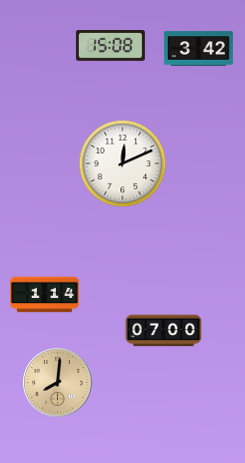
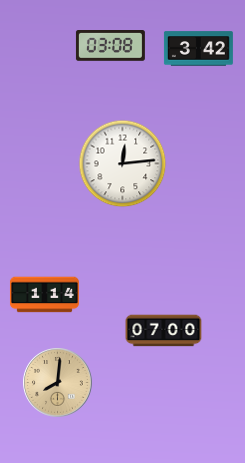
clock at (110, 46): 15:08 -> 03:08
clock at (123, 164): 12:11 -> 12:14
